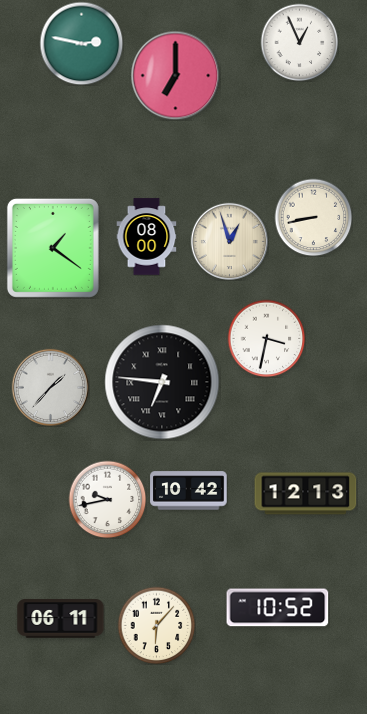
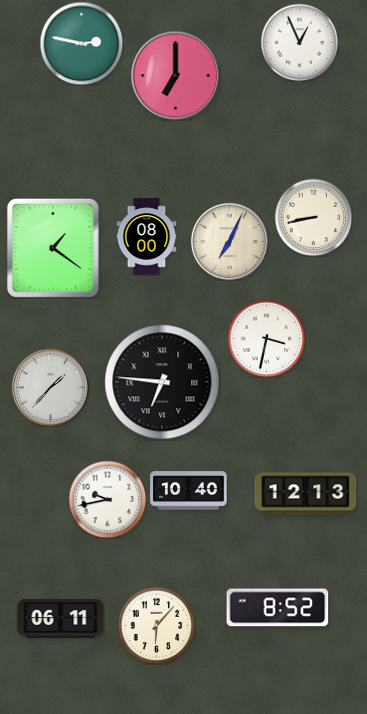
clock at (229, 241): 12:57 -> 7:04
clock at (189, 491): 10:42 -> 10:40
clock at (278, 608): 10:52 -> 8:52
